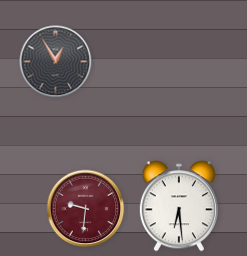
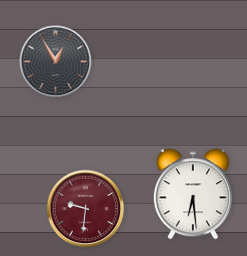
clock at (179, 206) position: (179, 206) -> (193, 194)
